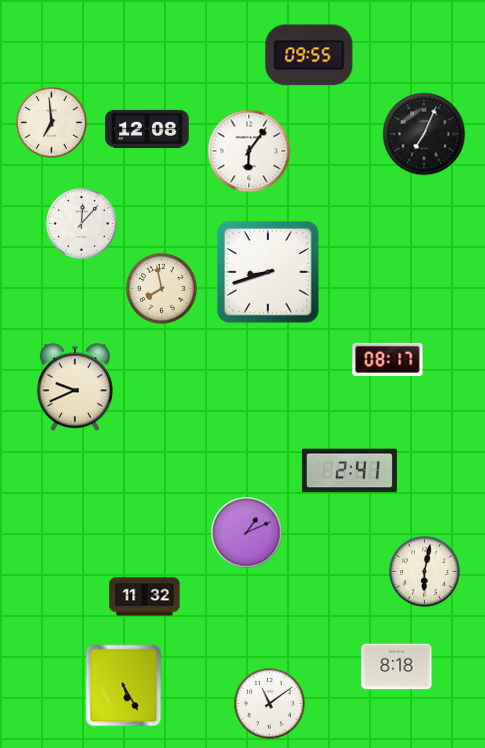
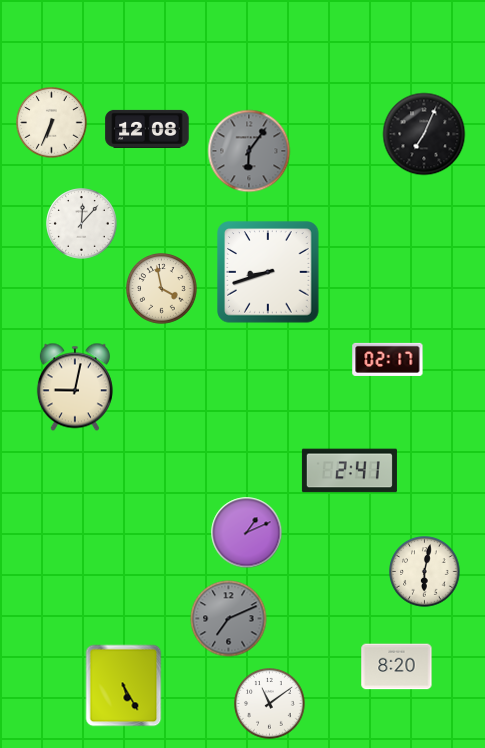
clock at (309, 55): 09:55 -> none
clock at (52, 123): 6:59 -> 6:34
clock at (249, 151) dial: white -> grey
clock at (162, 289): 7:58 -> 3:58
clock at (388, 359): 08:17 -> 02:17
clock at (75, 387): 9:41 -> 9:02
clock at (145, 597): 11:32 -> none
clock at (229, 619): none -> 7:11
clock at (397, 667): 8:18 -> 8:20
